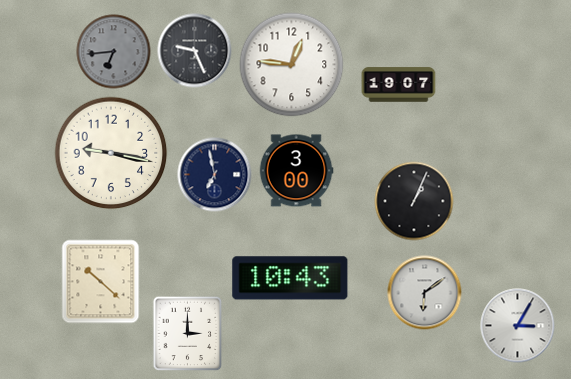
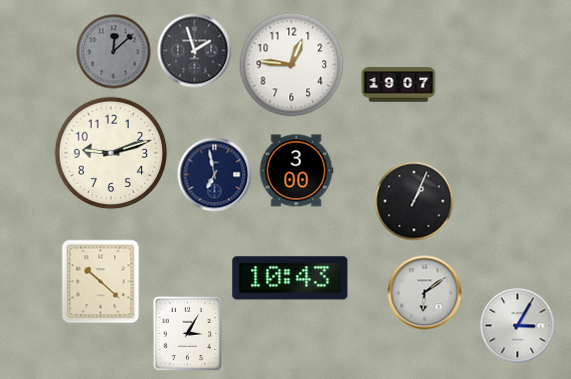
clock at (195, 51): 9:26 -> 1:57
clock at (114, 52): 6:44 -> 12:08
clock at (111, 153): 9:17 -> 9:12
clock at (188, 334): 3:00 -> 3:05
